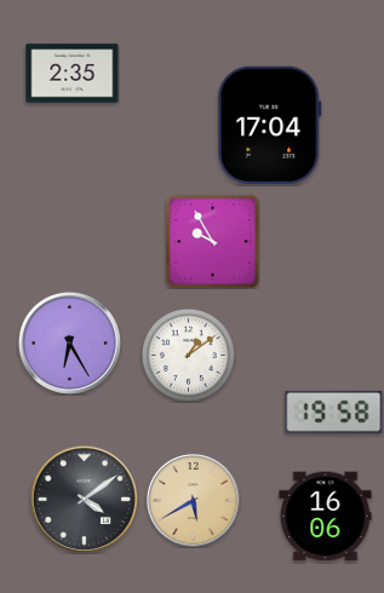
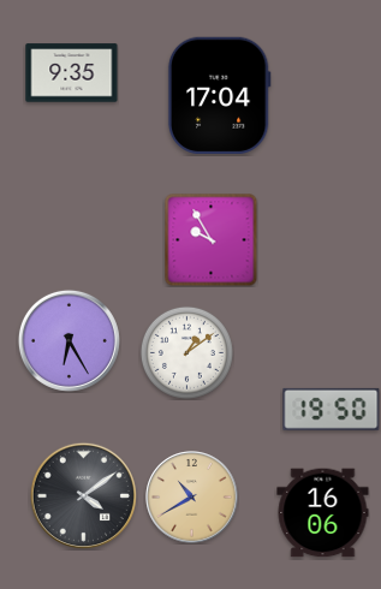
clock at (73, 74): 2:35 -> 9:35
clock at (269, 125) position: (269, 125) -> (219, 95)
clock at (334, 411): 19:58 -> 19:50
clock at (194, 501): 5:40 -> 10:40
